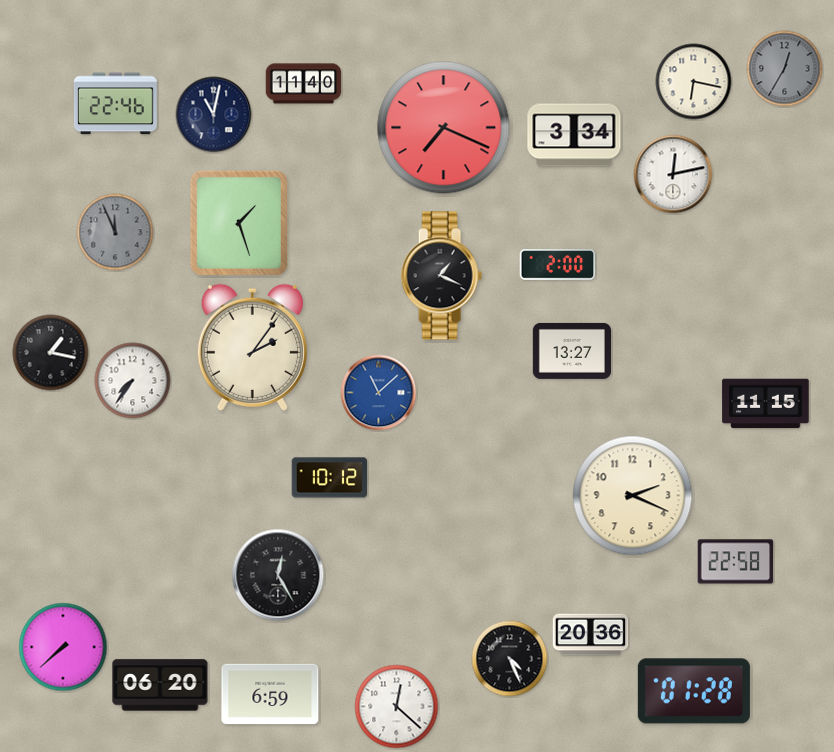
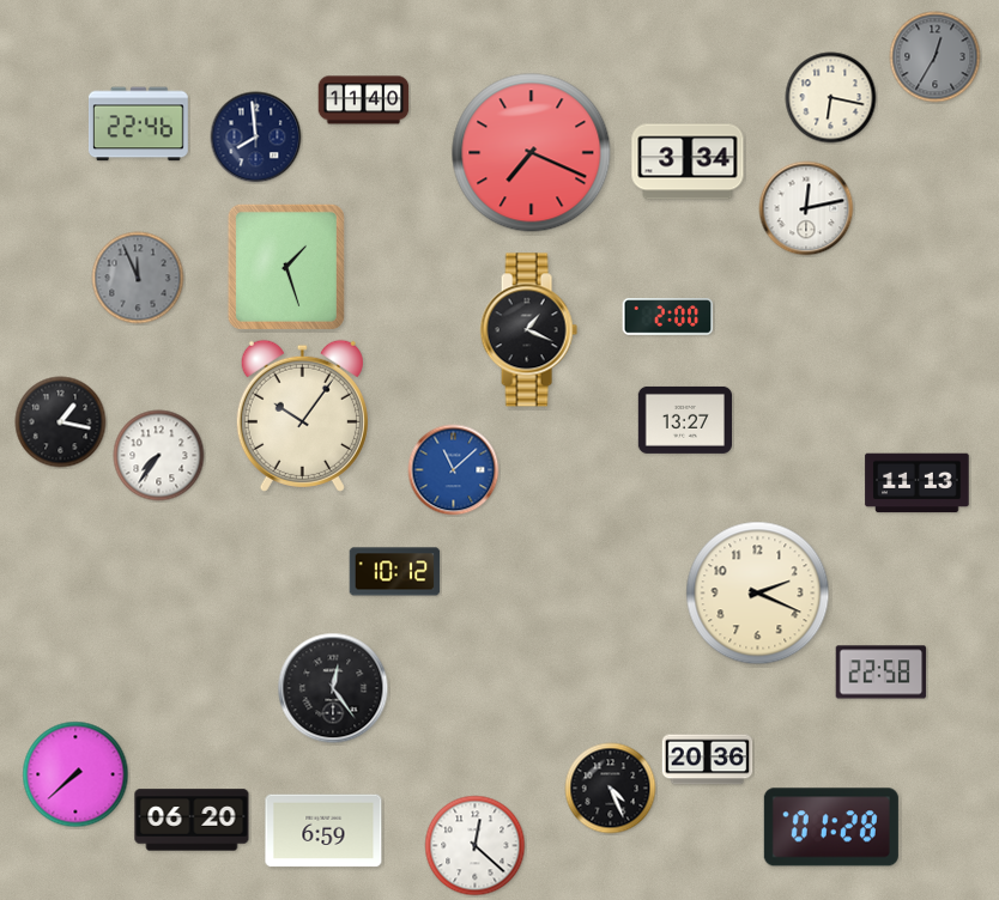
clock at (785, 69) position: (785, 69) -> (936, 57)
clock at (214, 115): 11:02 -> 7:59
clock at (252, 347): 2:06 -> 10:06
clock at (766, 404): 11:15 -> 11:13
clock at (278, 575): 12:25 -> 12:24
